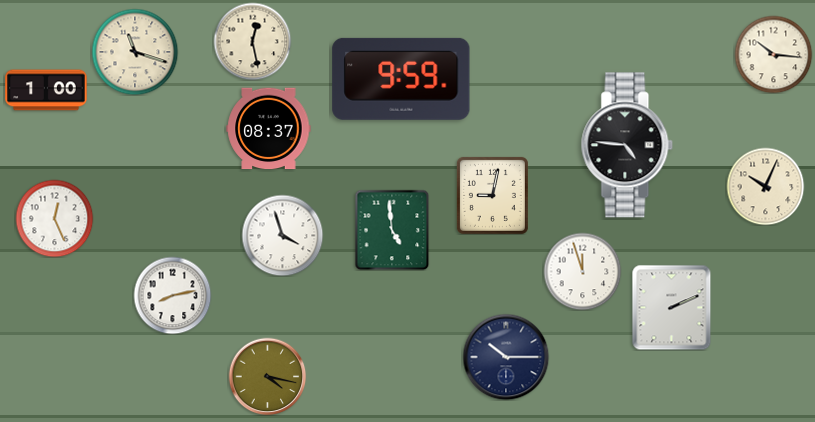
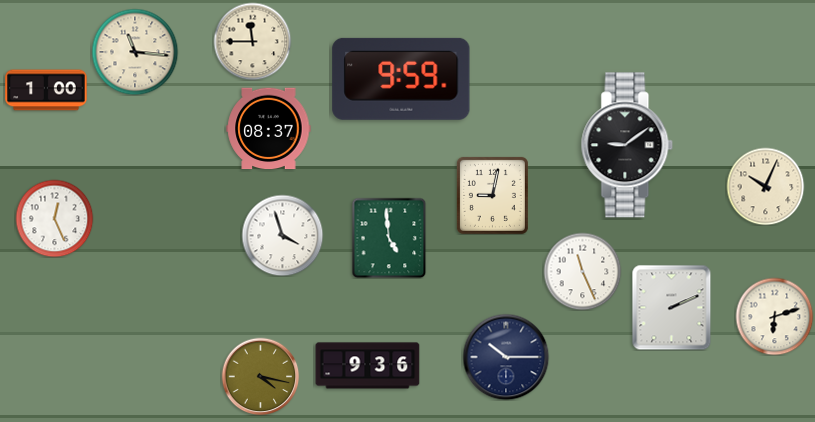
clock at (252, 41): 12:28 -> 11:45
clock at (135, 52): 11:18 -> 11:16
clock at (773, 54): 10:16 -> none
clock at (627, 145): 4:46 -> 9:09
clock at (392, 230) position: (392, 230) -> (389, 238)
clock at (582, 271): 11:57 -> 11:26
clock at (172, 295): 8:13 -> none
clock at (774, 316): none -> 6:12
clock at (368, 366): none -> 9:36
clock at (267, 376) position: (267, 376) -> (260, 376)
